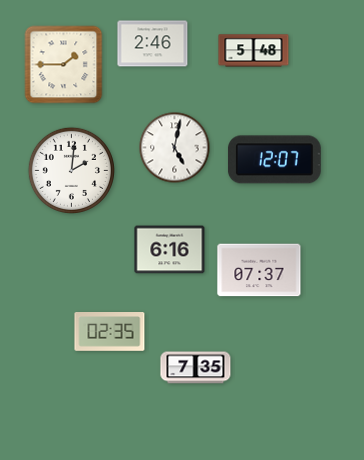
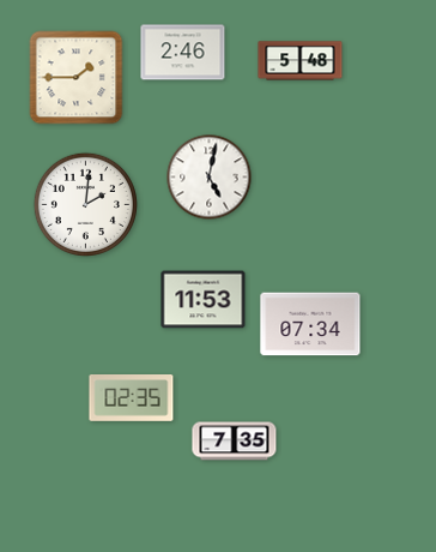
clock at (254, 51) position: (254, 51) -> (301, 61)
clock at (274, 160): 12:07 -> none
clock at (170, 250): 6:16 -> 11:53
clock at (259, 270): 07:37 -> 07:34
